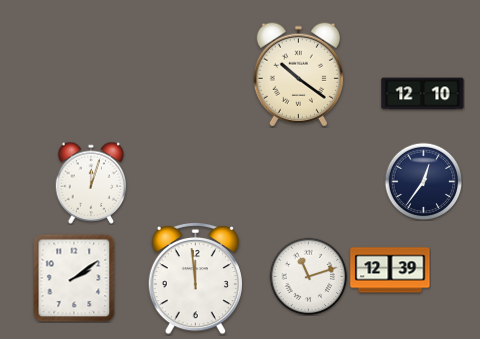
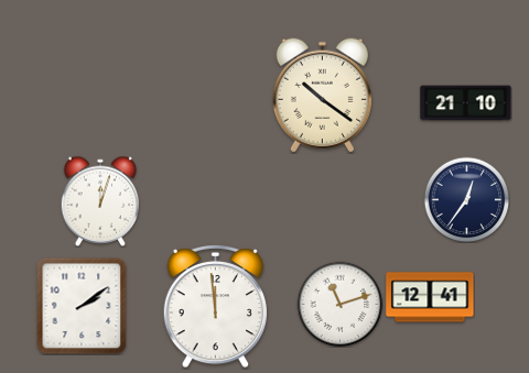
clock at (298, 75) position: (298, 75) -> (322, 96)
clock at (423, 94): 12:10 -> 21:10
clock at (390, 270): 12:39 -> 12:41
